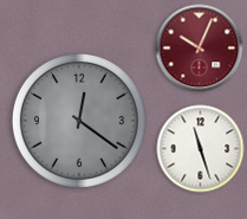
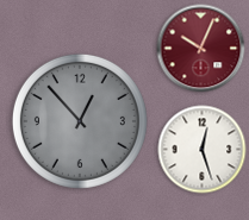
clock at (79, 121): 12:21 -> 12:53
clock at (201, 149): 11:27 -> 12:27
